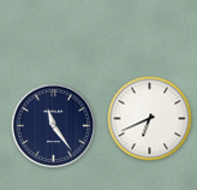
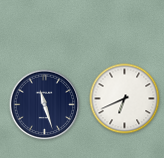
clock at (54, 126): 11:24 -> 11:27
